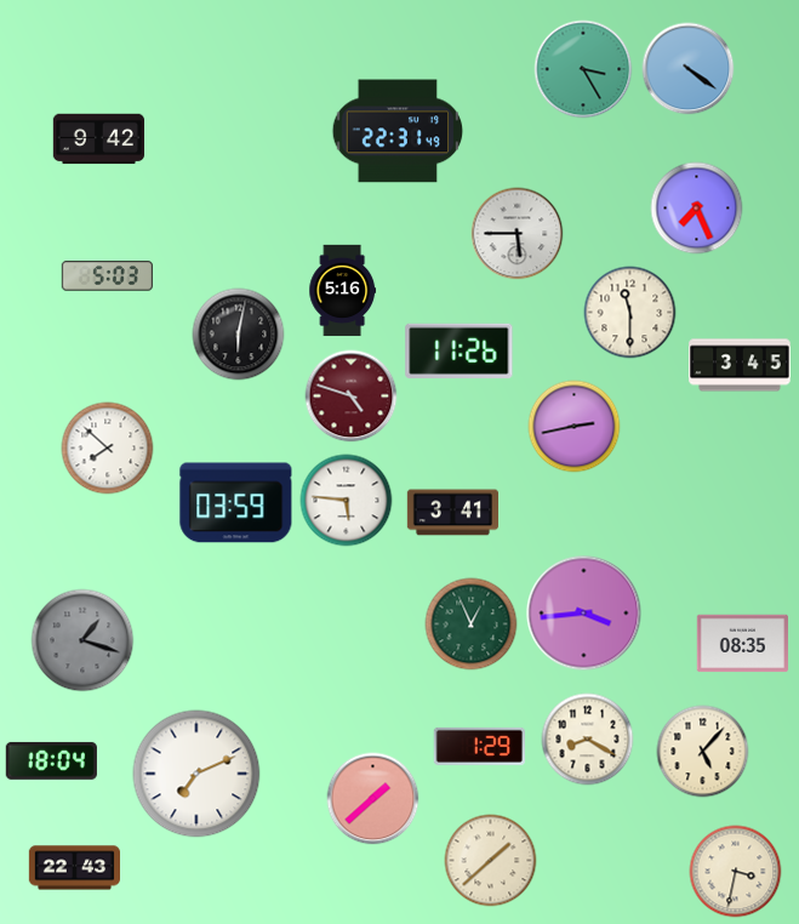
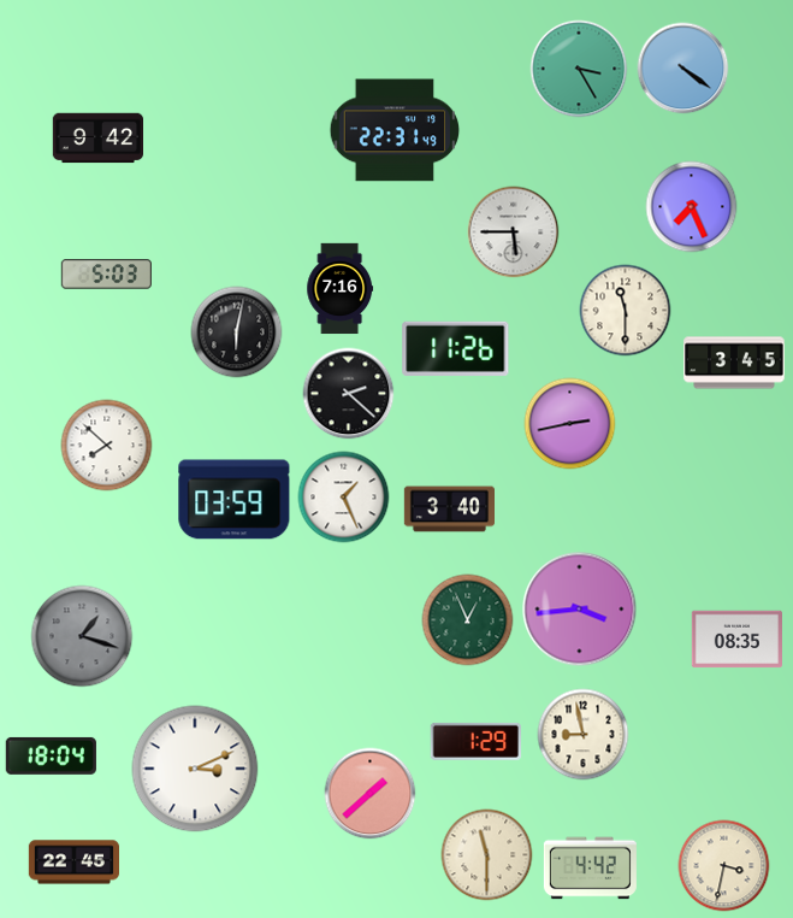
clock at (343, 291): 5:16 -> 7:16
clock at (352, 397): 4:48 -> 2:22
clock at (352, 397) dial: burgundy -> black
clock at (347, 501): 5:46 -> 1:26
clock at (452, 513): 3:41 -> 3:40
clock at (588, 740): 8:20 -> 8:58
clock at (703, 752): 5:07 -> none
clock at (196, 774): 7:11 -> 3:11
clock at (491, 861): 1:38 -> 11:30
clock at (74, 868): 22:43 -> 22:45
clock at (736, 872) position: (736, 872) -> (724, 866)
clock at (590, 869): none -> 4:42
